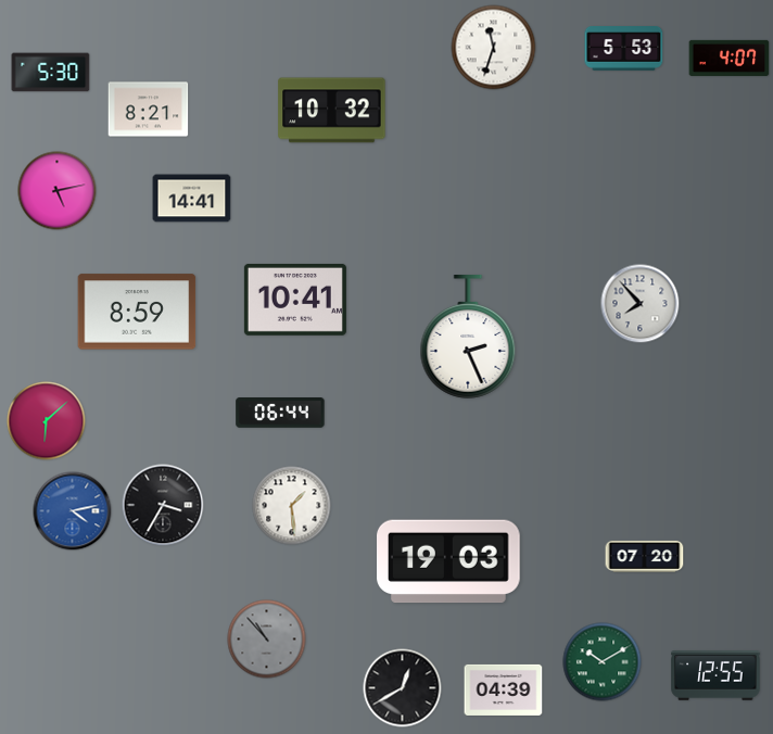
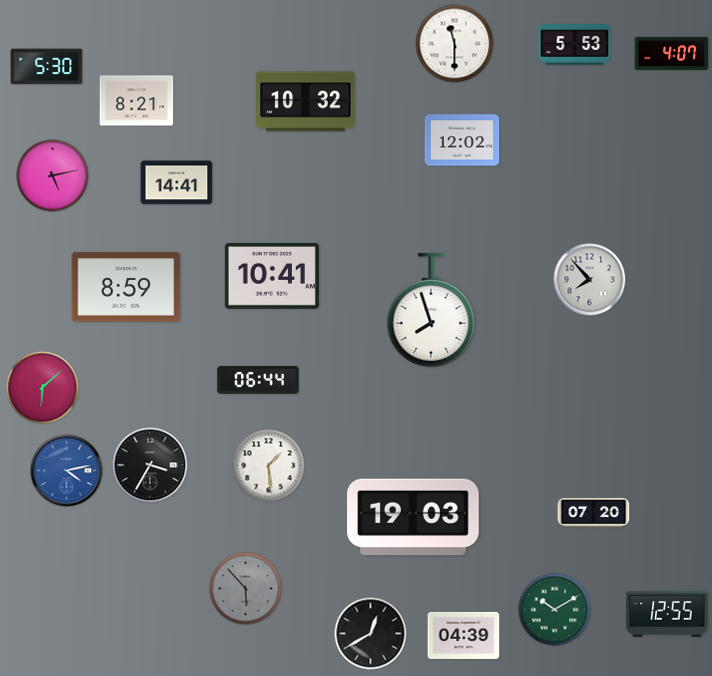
clock at (494, 48): 11:33 -> 11:30
clock at (462, 140): none -> 12:02
clock at (468, 338): 2:26 -> 7:57
clock at (267, 640): 10:53 -> 5:53
clock at (715, 676) position: (715, 676) -> (667, 615)
